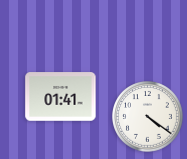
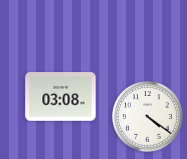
clock at (61, 97): 01:41 -> 03:08
